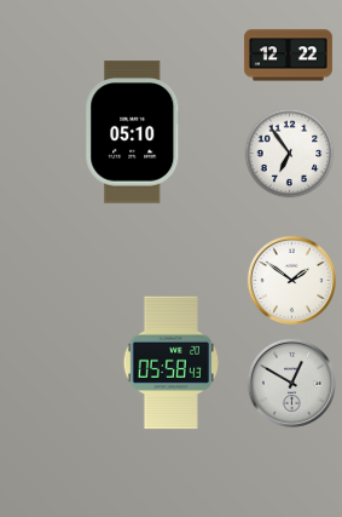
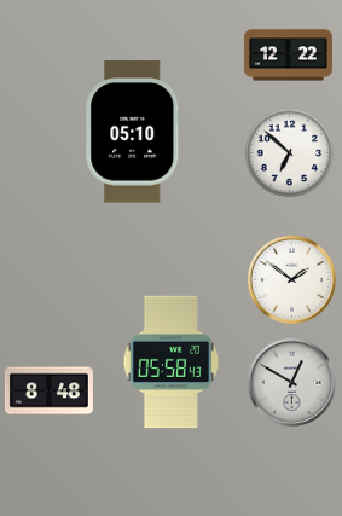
clock at (290, 154): 6:54 -> 6:52
clock at (48, 392): none -> 8:48
